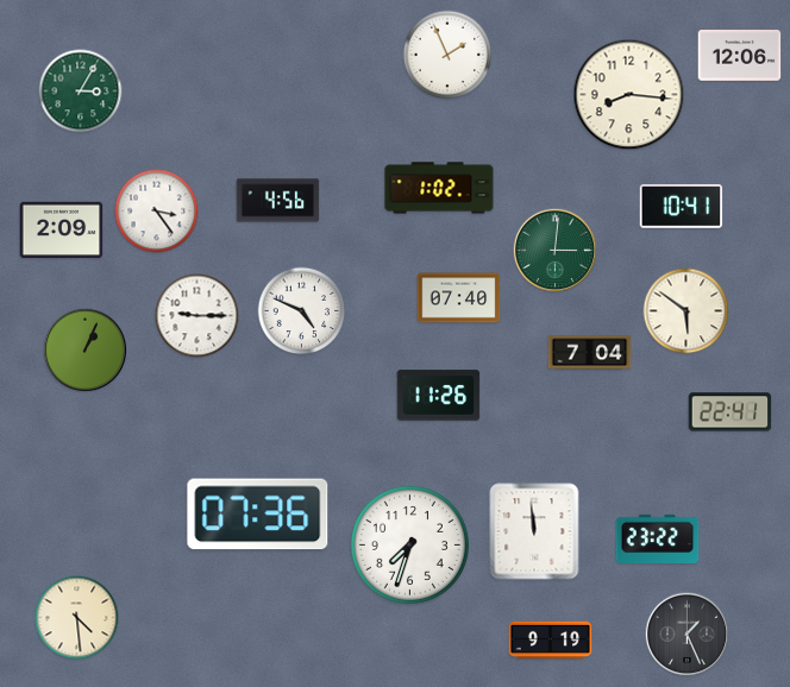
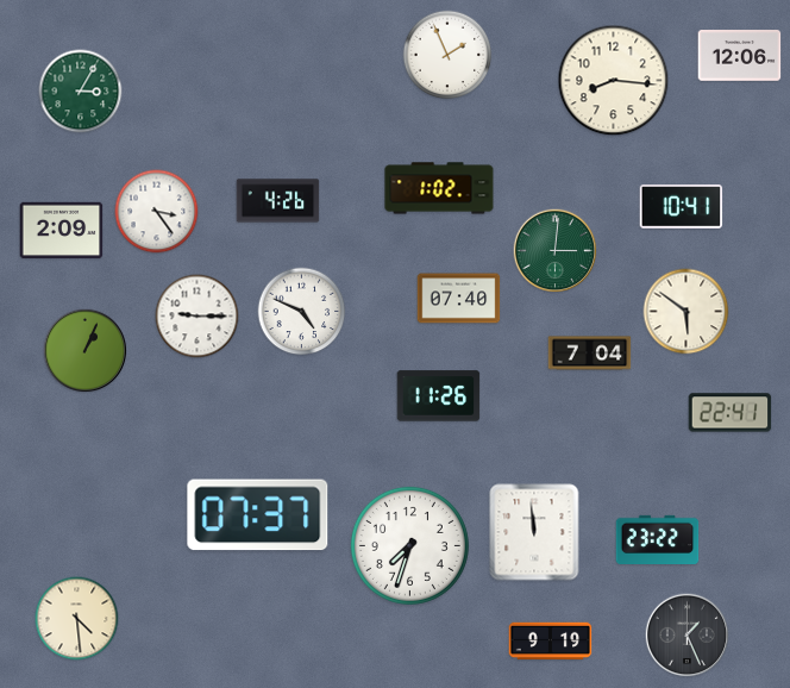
clock at (629, 95) position: (629, 95) -> (614, 81)
clock at (278, 201): 4:56 -> 4:26
clock at (258, 515): 07:36 -> 07:37
